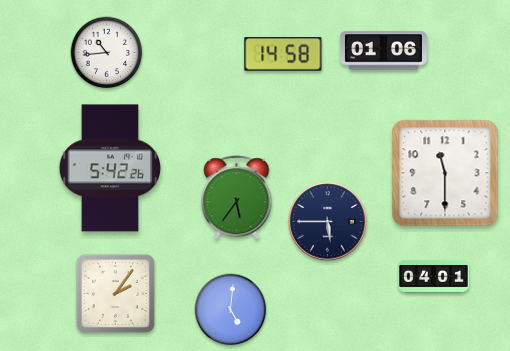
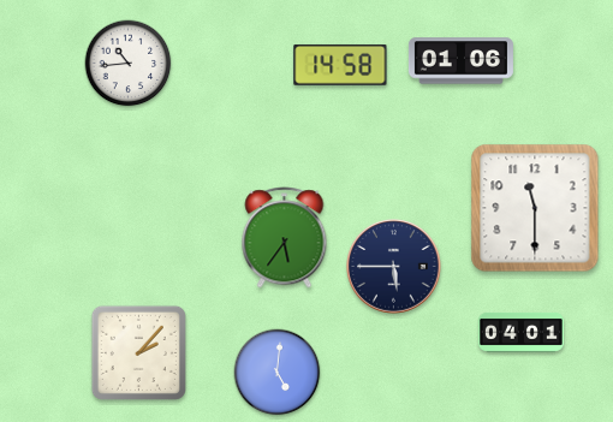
clock at (110, 168): 5:42 -> none
clock at (115, 293): 2:06 -> 2:07
